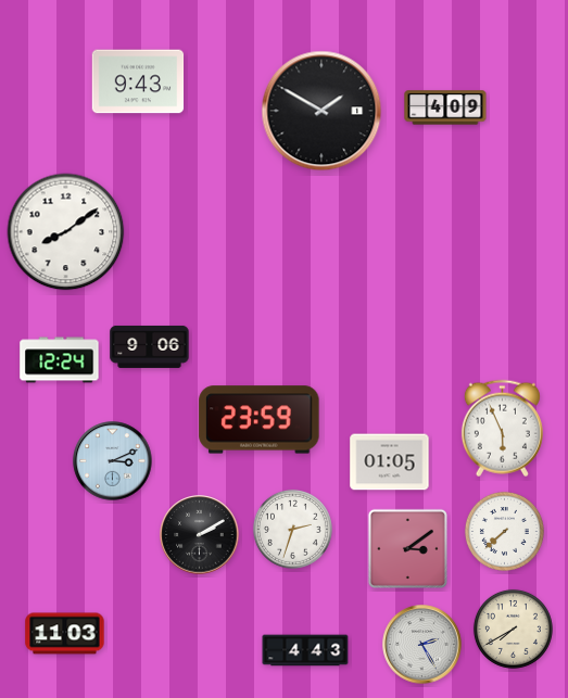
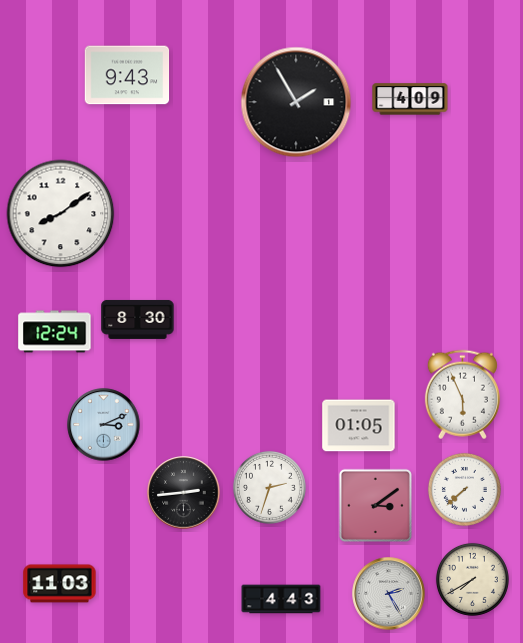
clock at (321, 111): 1:50 -> 1:55
clock at (150, 346): 9:06 -> 8:30
clock at (260, 420): 23:59 -> none
clock at (200, 535): 2:10 -> 2:44
